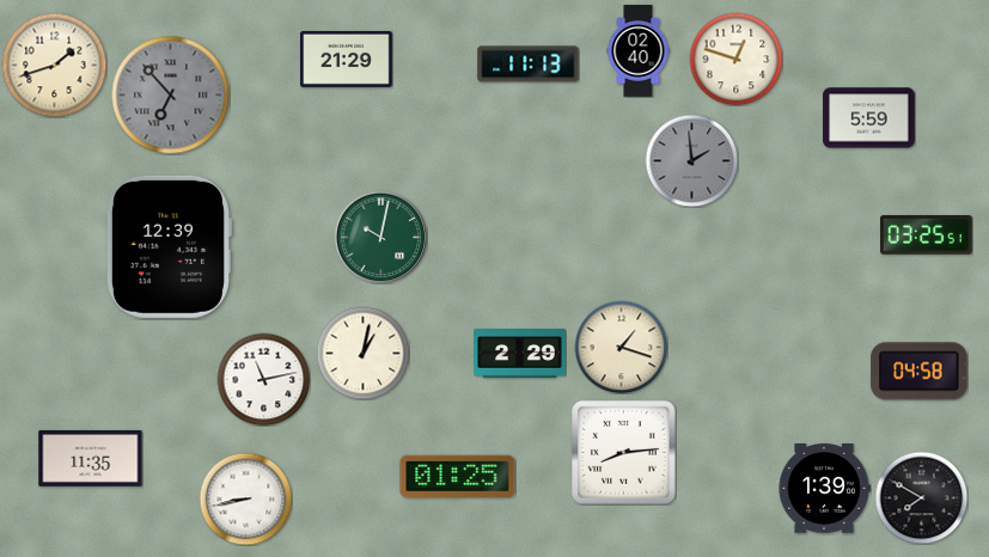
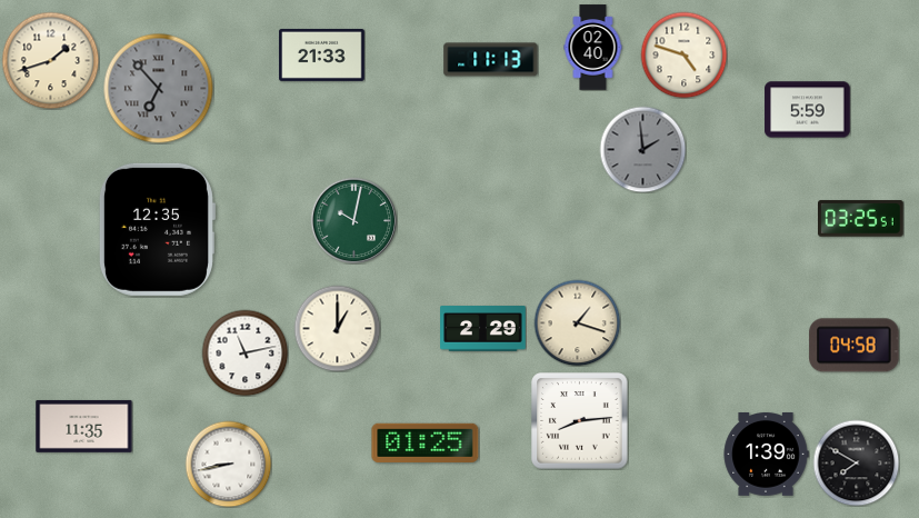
clock at (347, 59): 21:29 -> 21:33
clock at (735, 59): 12:48 -> 4:48
clock at (169, 246): 12:39 -> 12:35
clock at (362, 353): 1:02 -> 1:00
